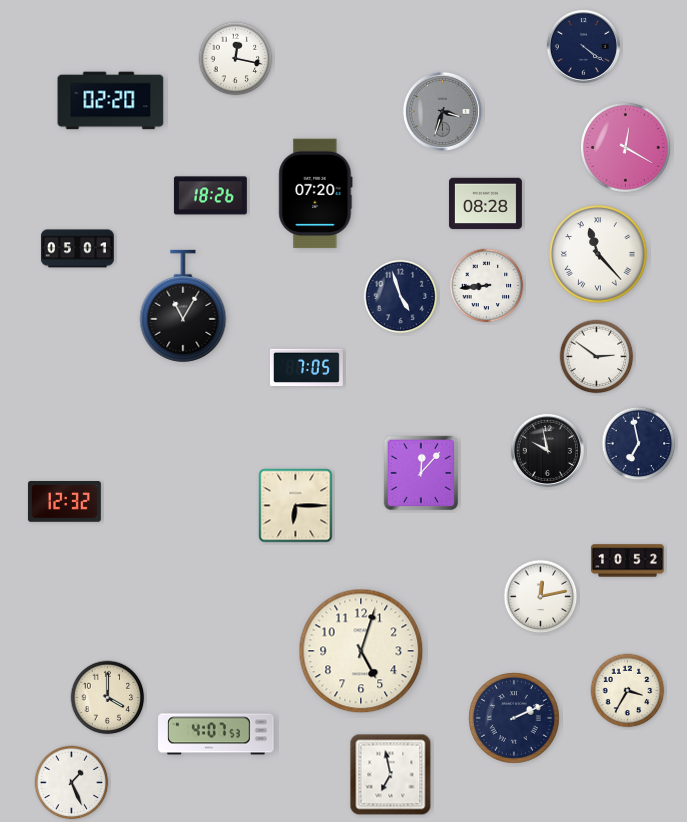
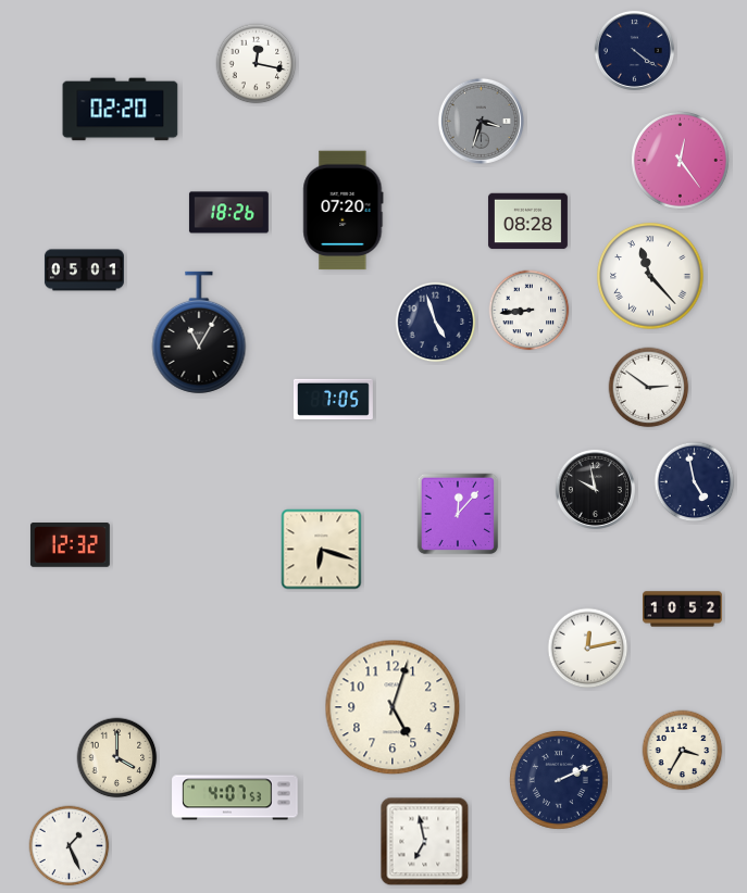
clock at (625, 147): 12:20 -> 12:24
clock at (639, 444): 6:58 -> 4:58
clock at (296, 506): 6:15 -> 6:18
clock at (72, 783) position: (72, 783) -> (70, 846)
